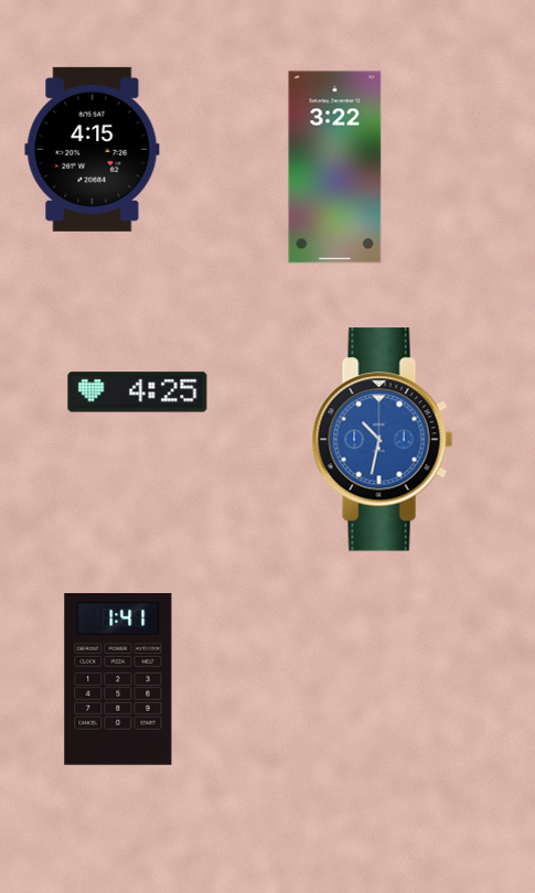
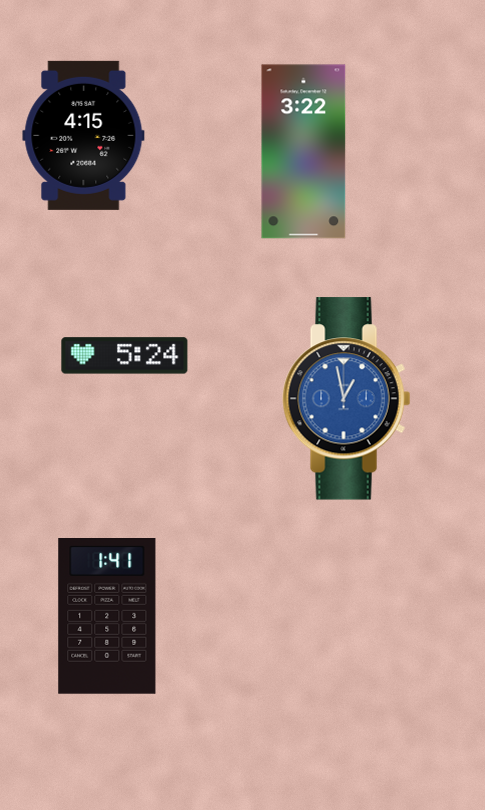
clock at (138, 392): 4:25 -> 5:24
clock at (383, 440): 10:32 -> 12:58
